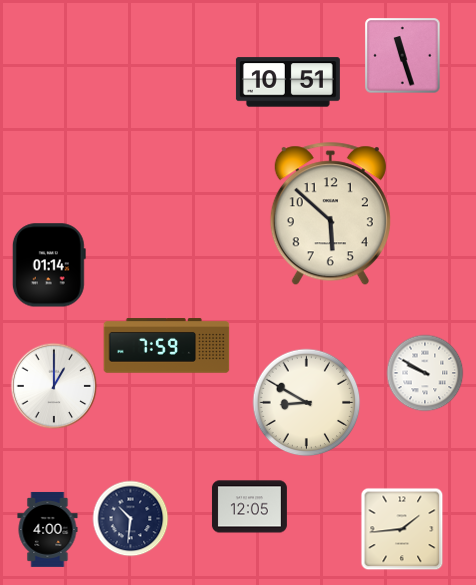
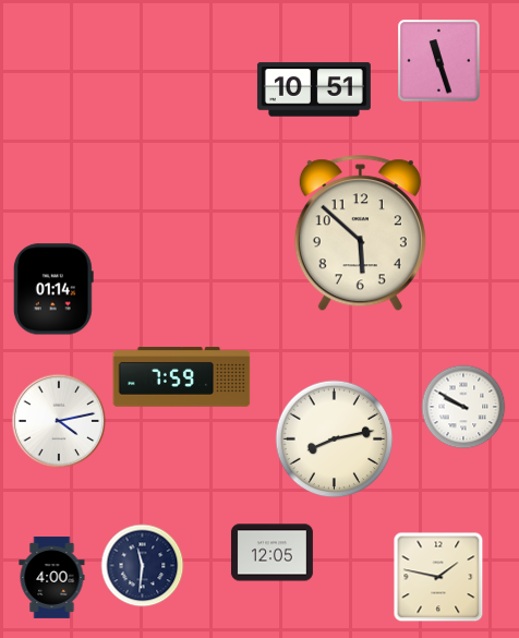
clock at (54, 386): 1:00 -> 4:13
clock at (307, 403): 8:50 -> 8:13
clock at (131, 519): 10:31 -> 11:31
clock at (402, 529): 1:44 -> 1:47
